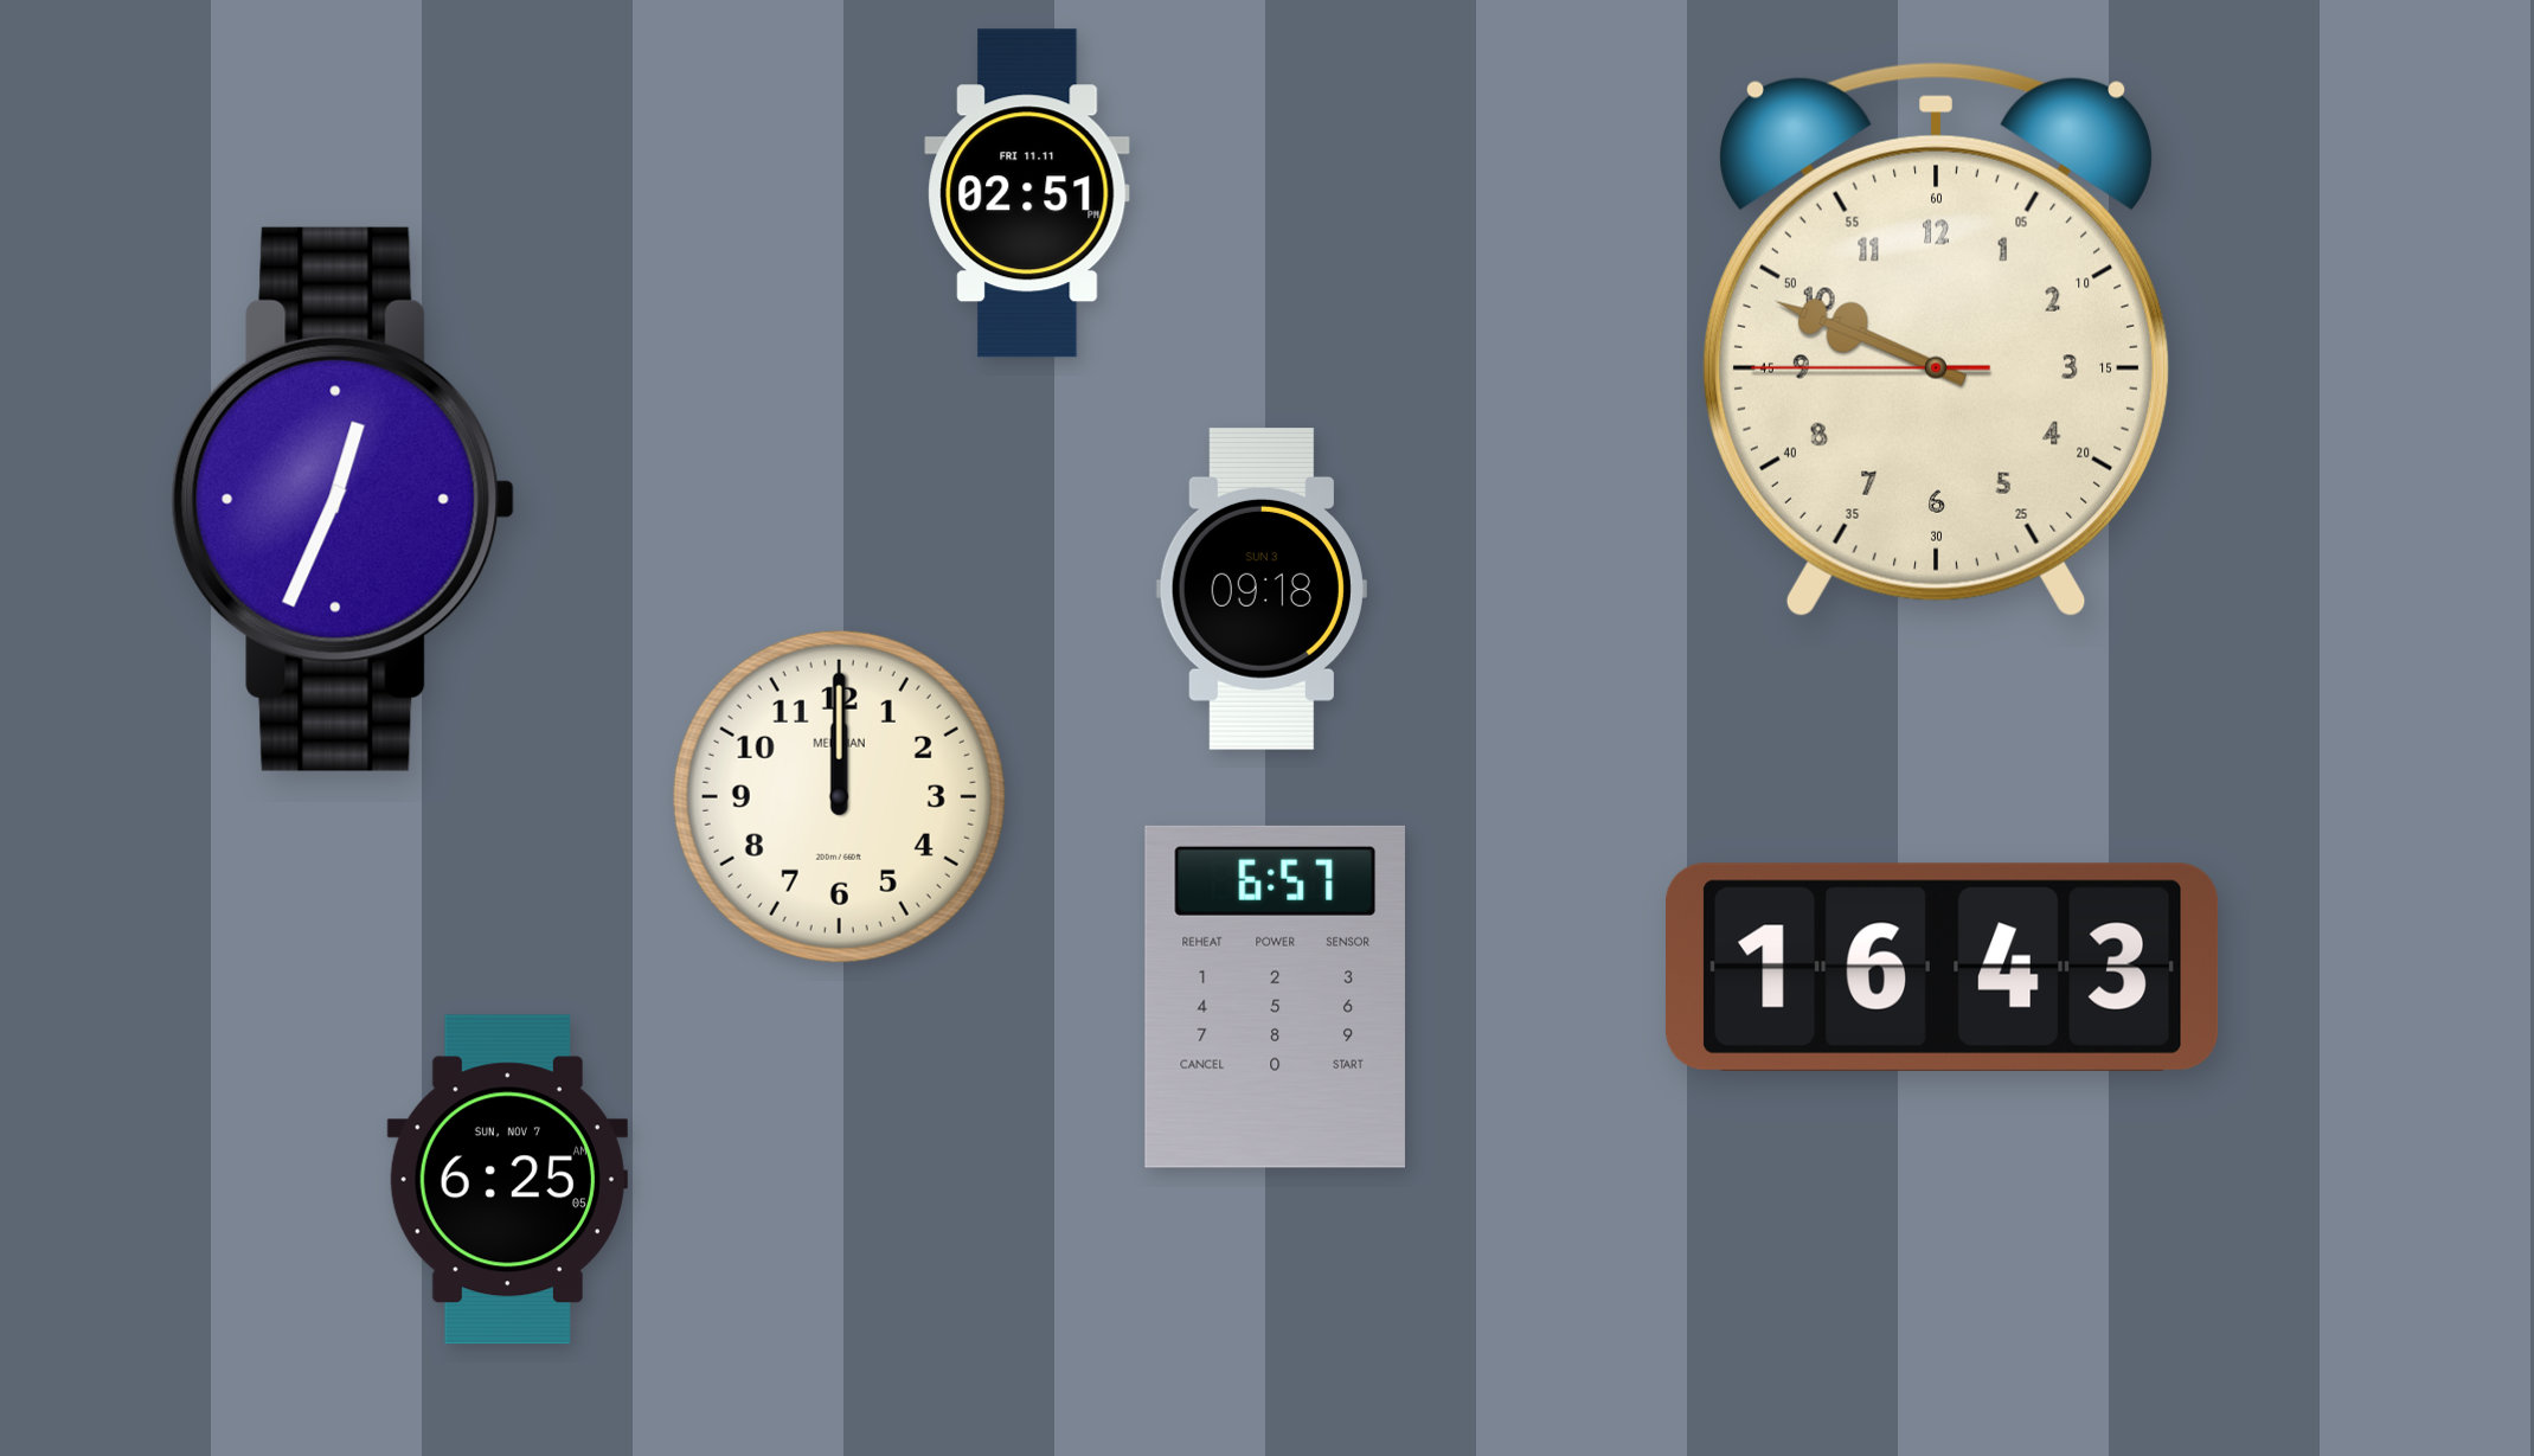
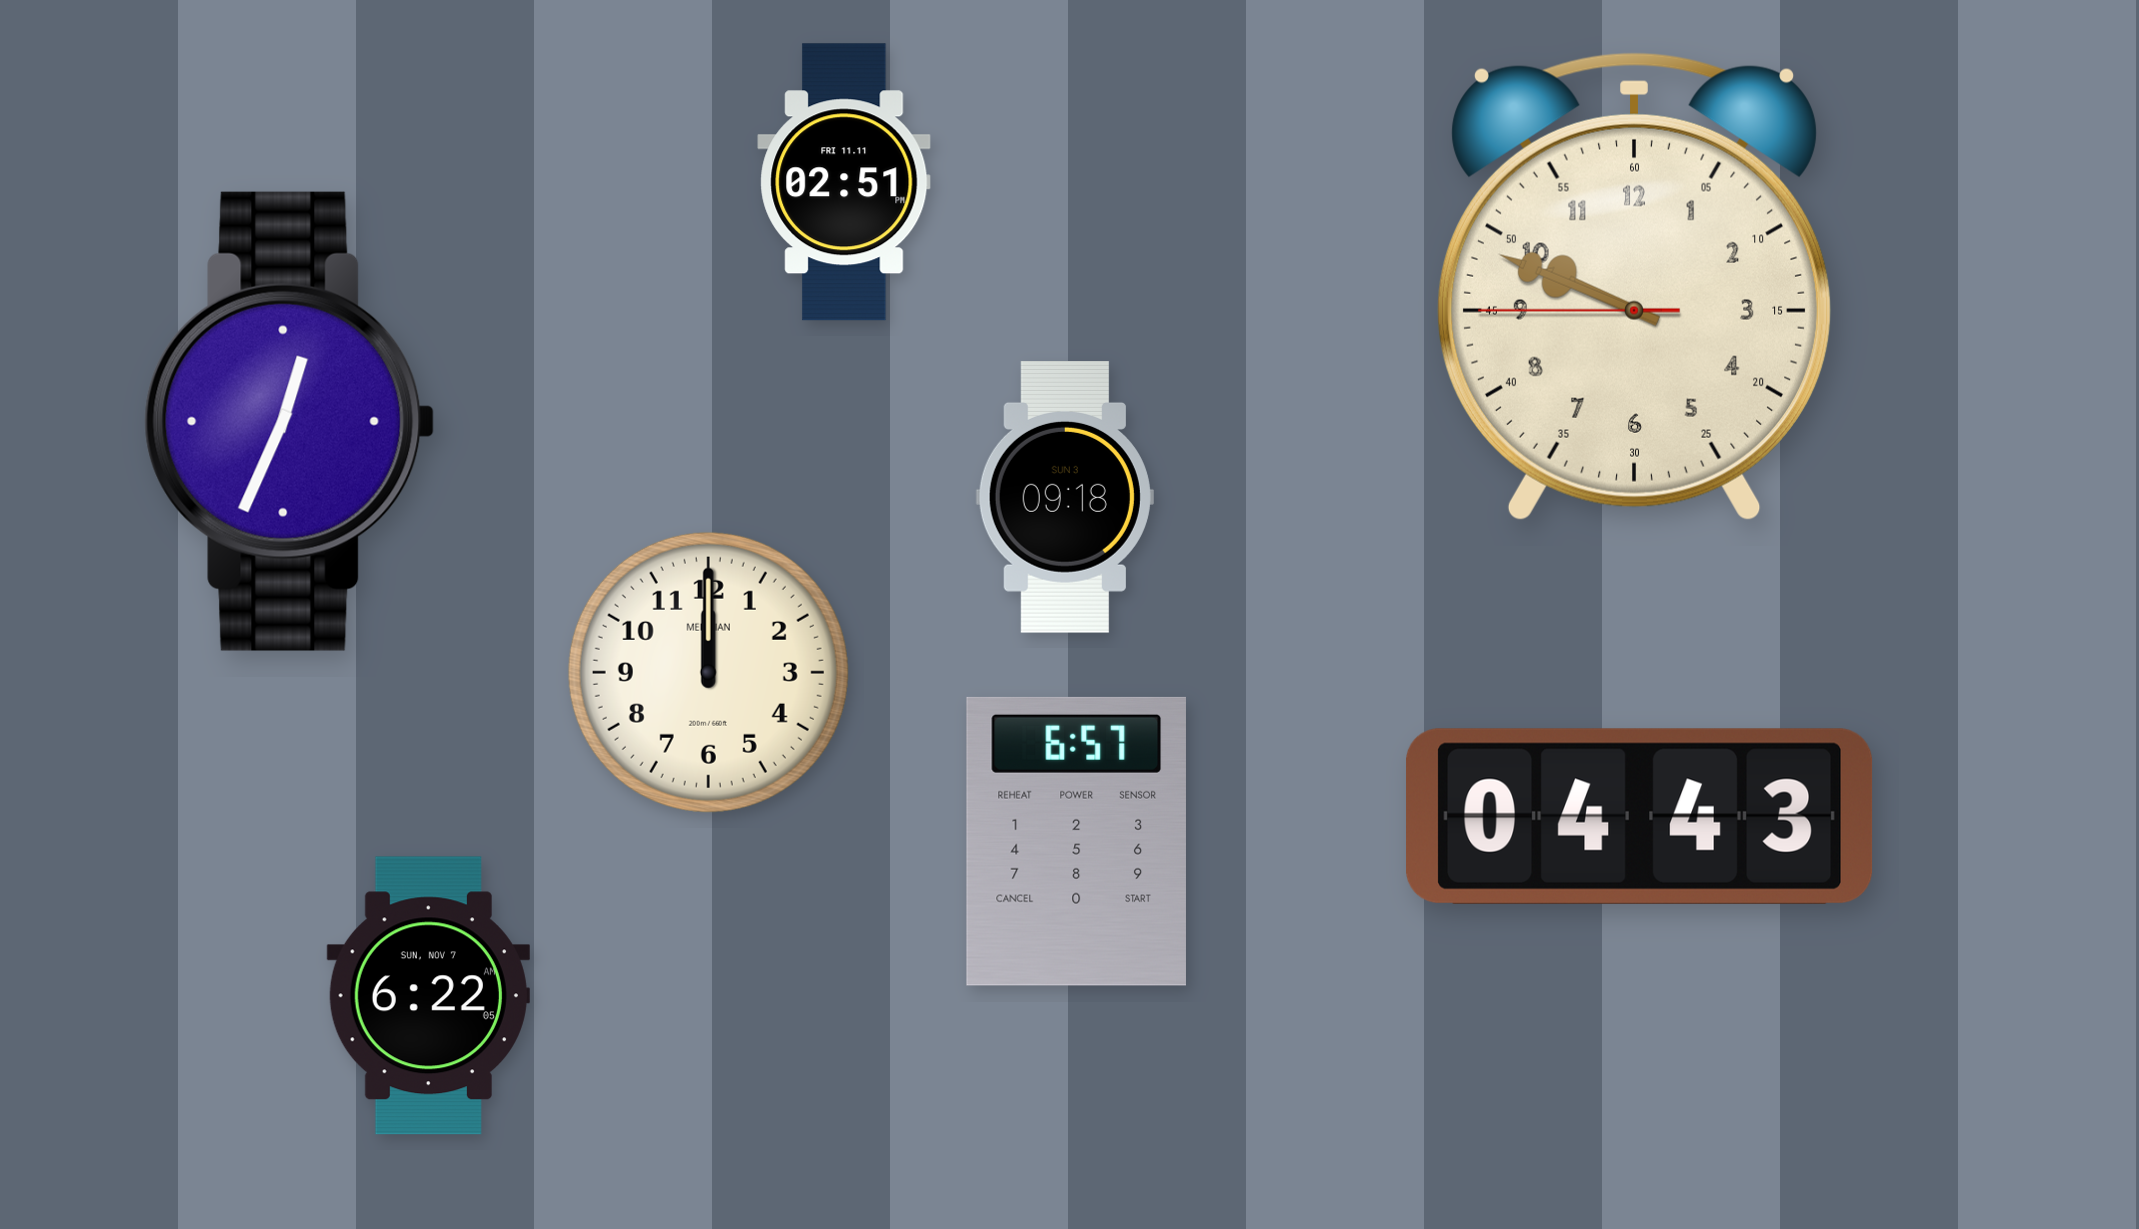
clock at (1027, 193) position: (1027, 193) -> (844, 182)
clock at (1943, 967): 16:43 -> 04:43
clock at (507, 1180): 6:25 -> 6:22
